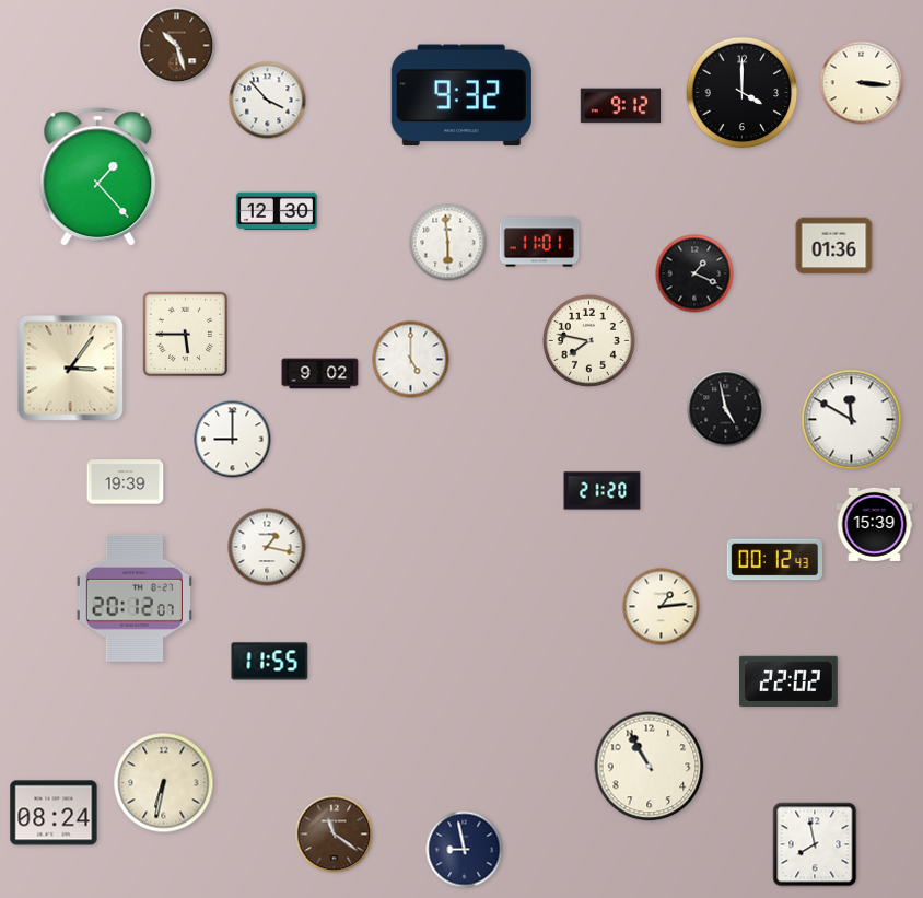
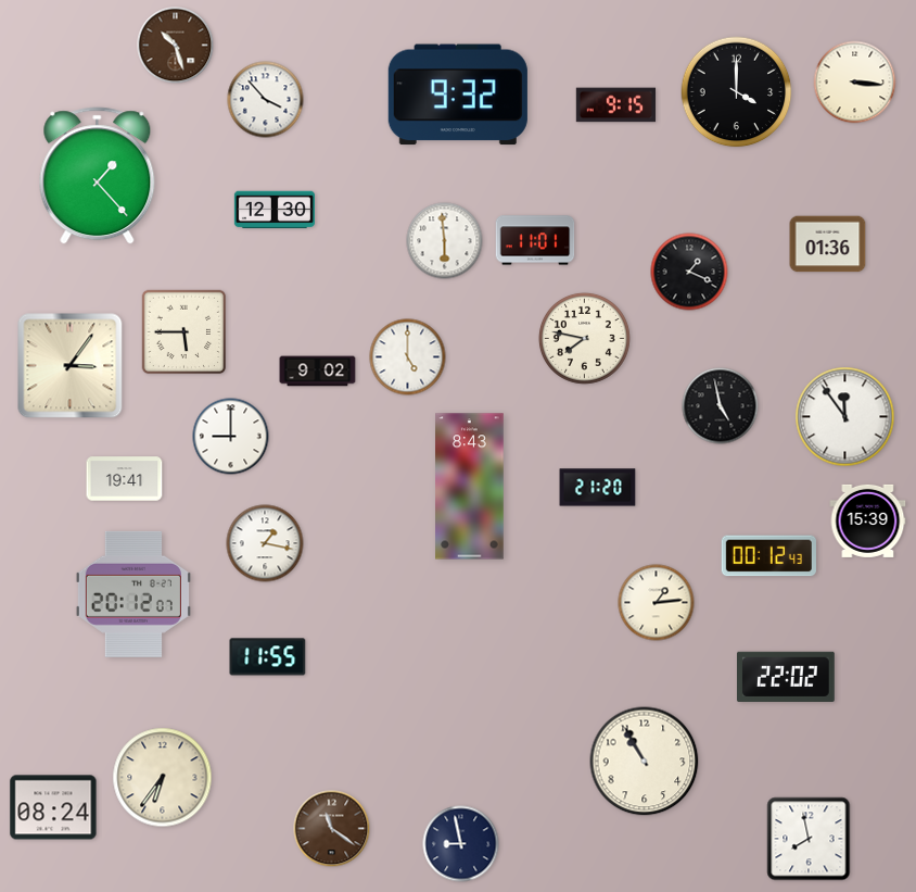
clock at (621, 106): 9:12 -> 9:15
clock at (852, 420): 11:50 -> 11:54
clock at (126, 482): 19:39 -> 19:41
clock at (470, 487): none -> 8:43
clock at (790, 680) position: (790, 680) -> (787, 676)
clock at (164, 783): 6:32 -> 6:36
